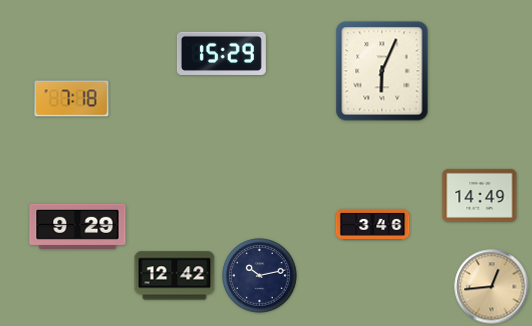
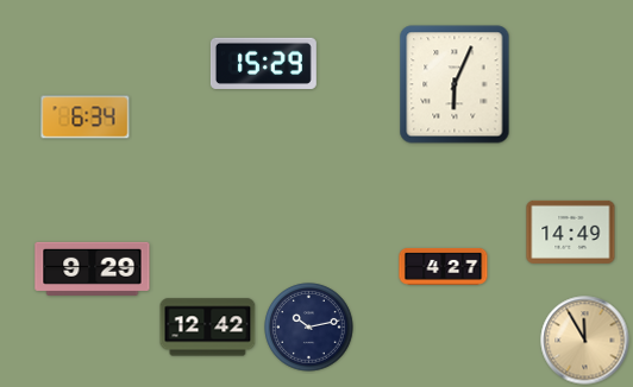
clock at (72, 99): 7:18 -> 6:34
clock at (373, 224): 3:46 -> 4:27
clock at (492, 287): 12:44 -> 11:55
